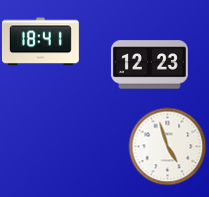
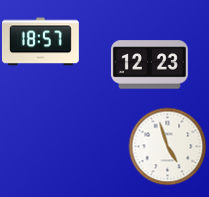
clock at (40, 42): 18:41 -> 18:57
